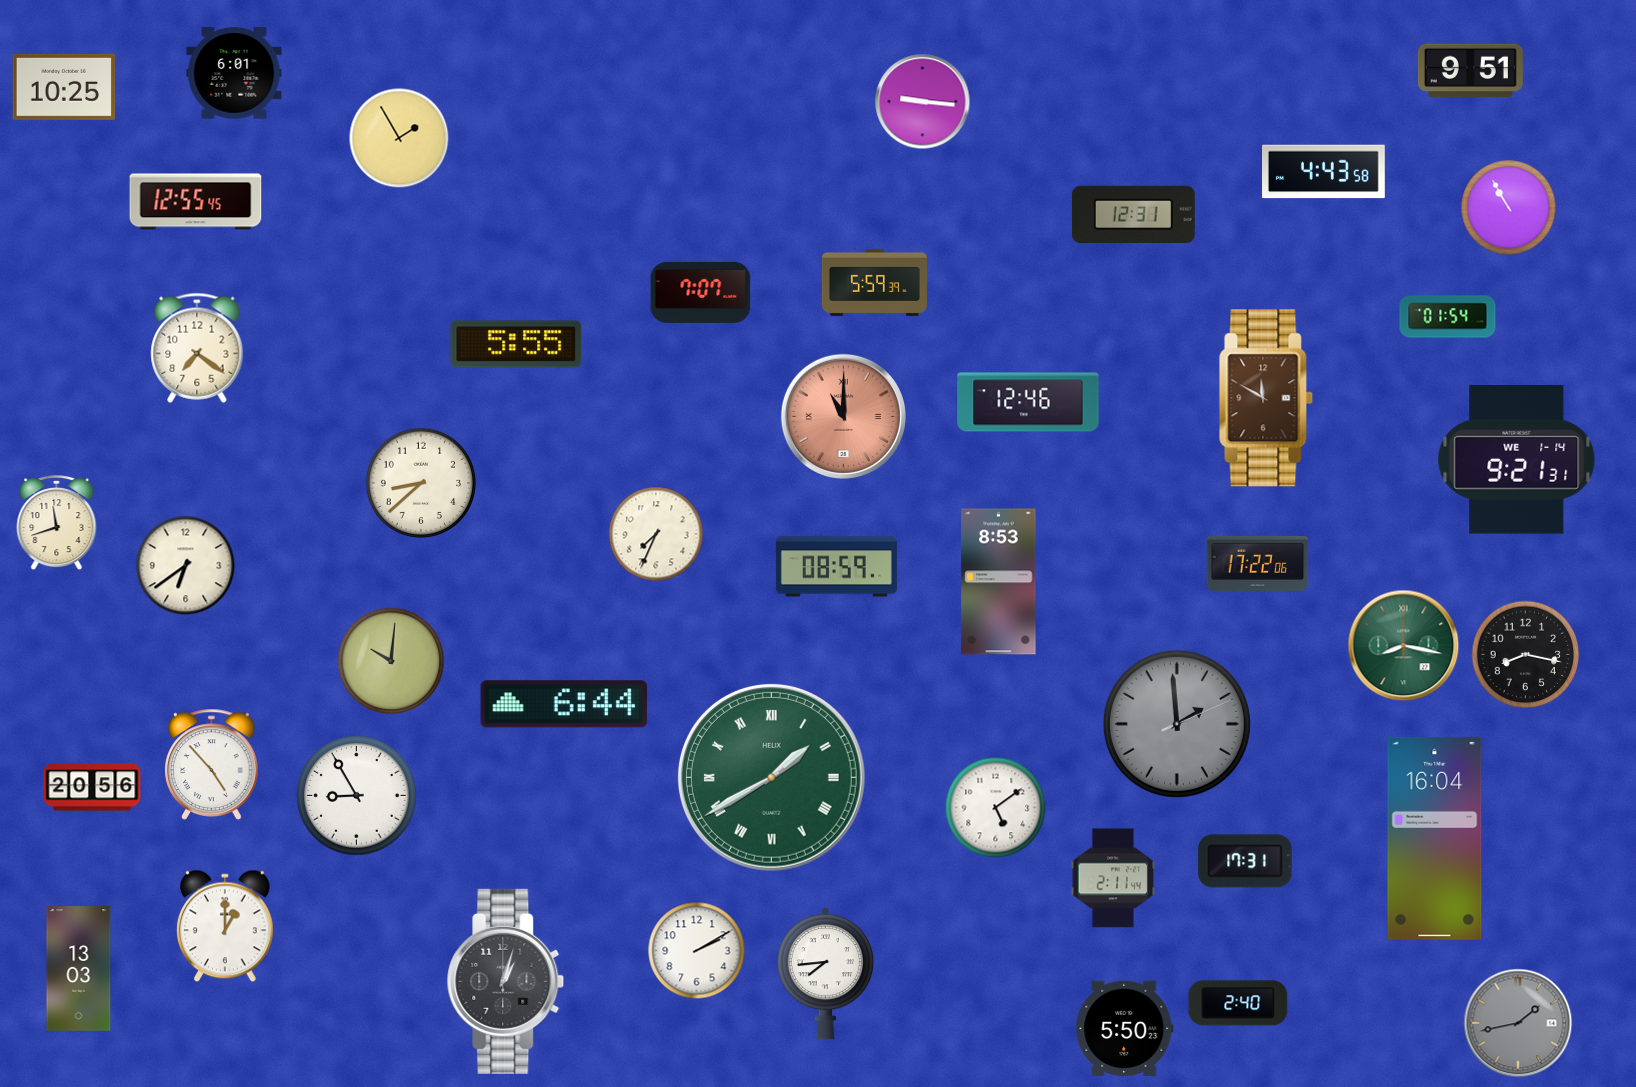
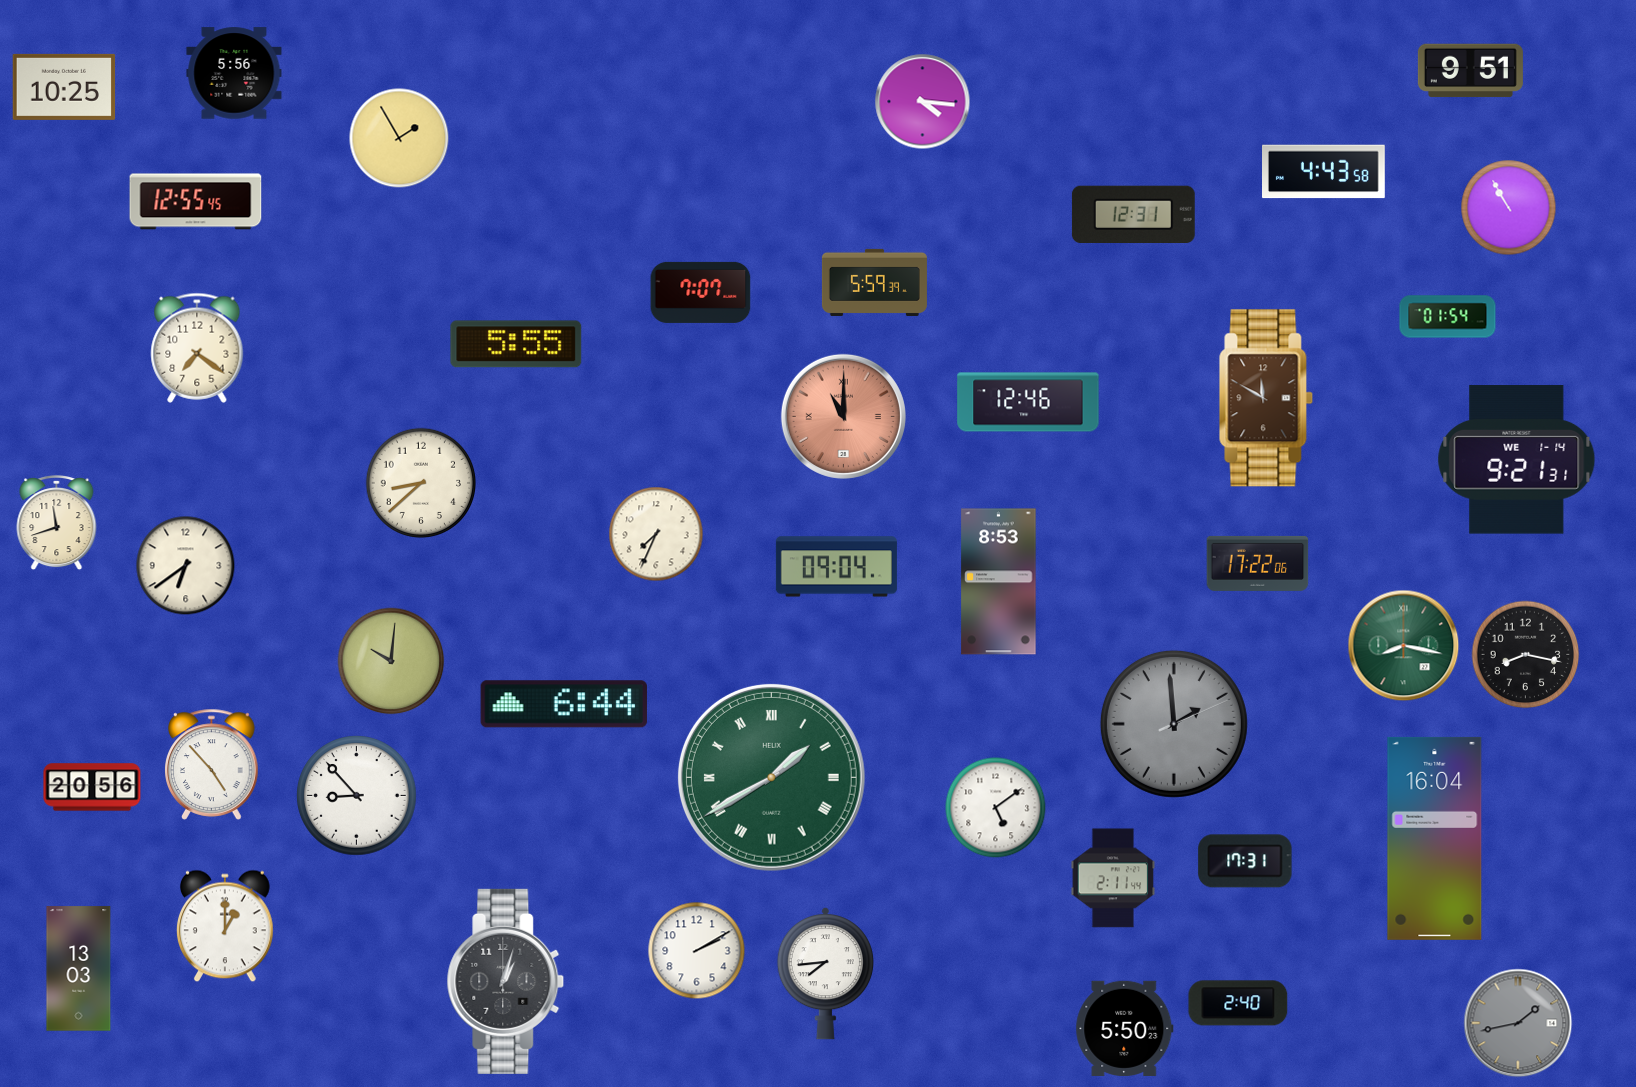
clock at (234, 73): 6:01 -> 5:56
clock at (923, 102): 9:16 -> 4:16
clock at (836, 567): 08:59 -> 09:04
clock at (1177, 724) position: (1177, 724) -> (1174, 724)
clock at (357, 796): 8:55 -> 8:53
